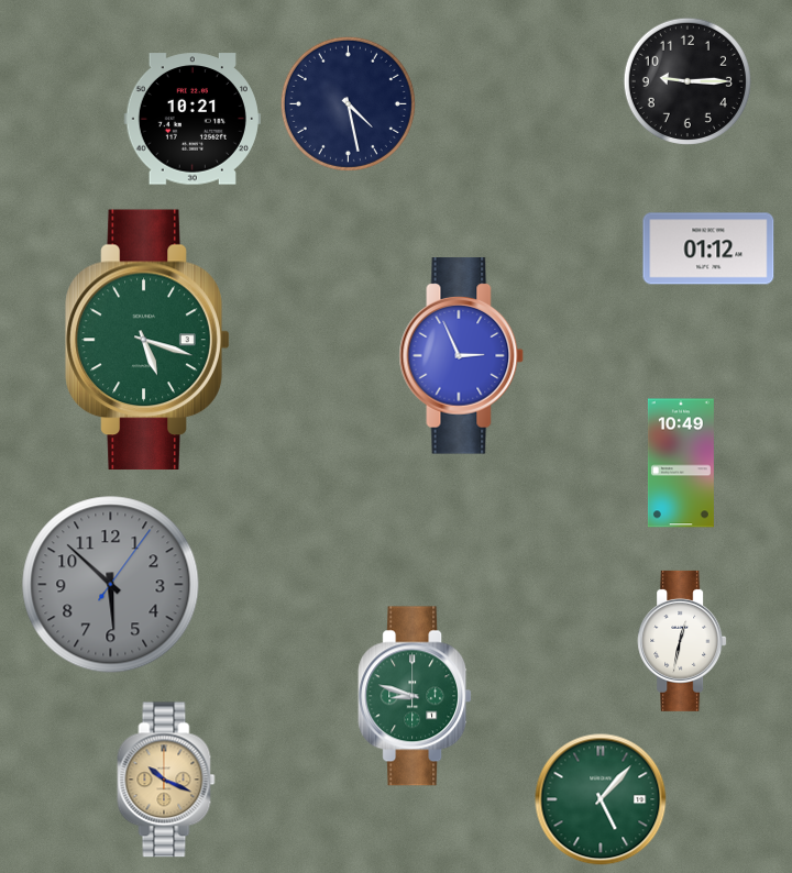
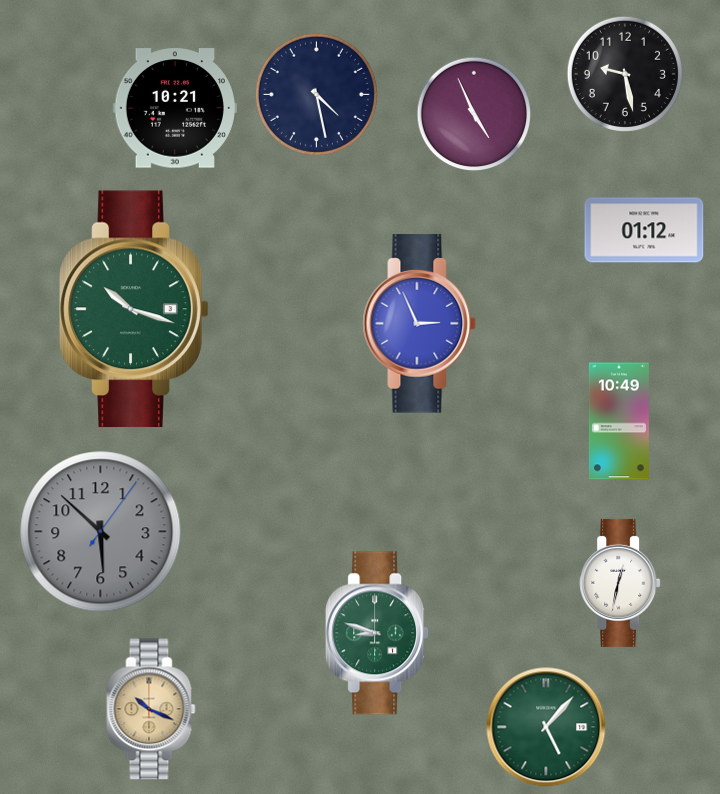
clock at (687, 81): 9:15 -> 9:28
clock at (473, 113): none -> 4:56
clock at (708, 248) position: (708, 248) -> (644, 230)
clock at (147, 340): 5:18 -> 10:18
